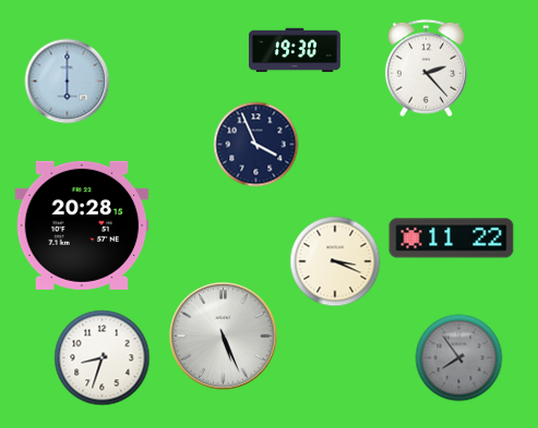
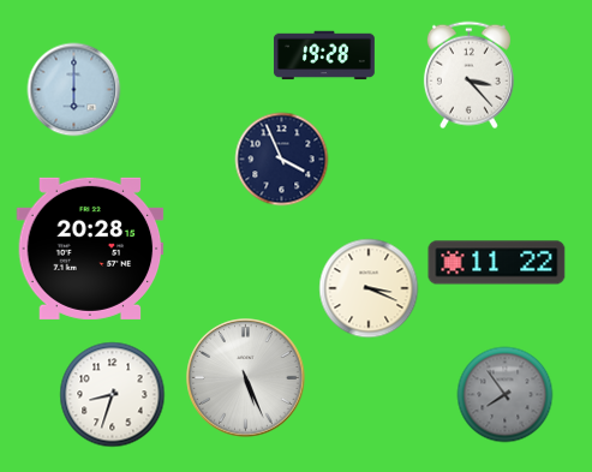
clock at (295, 50): 19:30 -> 19:28
clock at (426, 68): 2:23 -> 3:23
clock at (224, 337) position: (224, 337) -> (246, 378)
